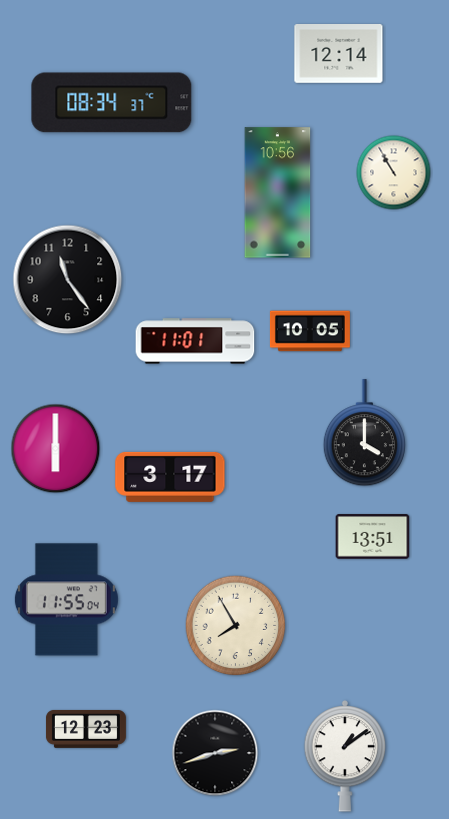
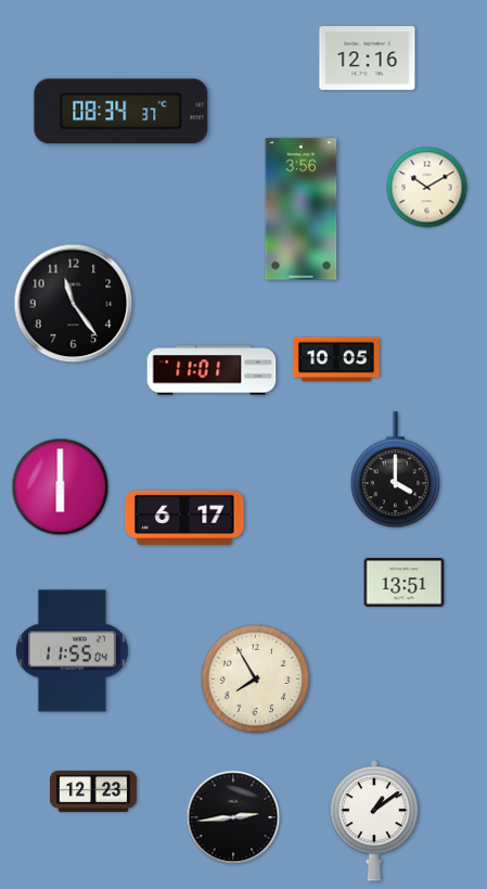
clock at (339, 54): 12:14 -> 12:16
clock at (394, 173): 10:55 -> 10:10
clock at (278, 193): 10:56 -> 3:56
clock at (170, 477): 3:17 -> 6:17
clock at (215, 753): 2:42 -> 2:44
